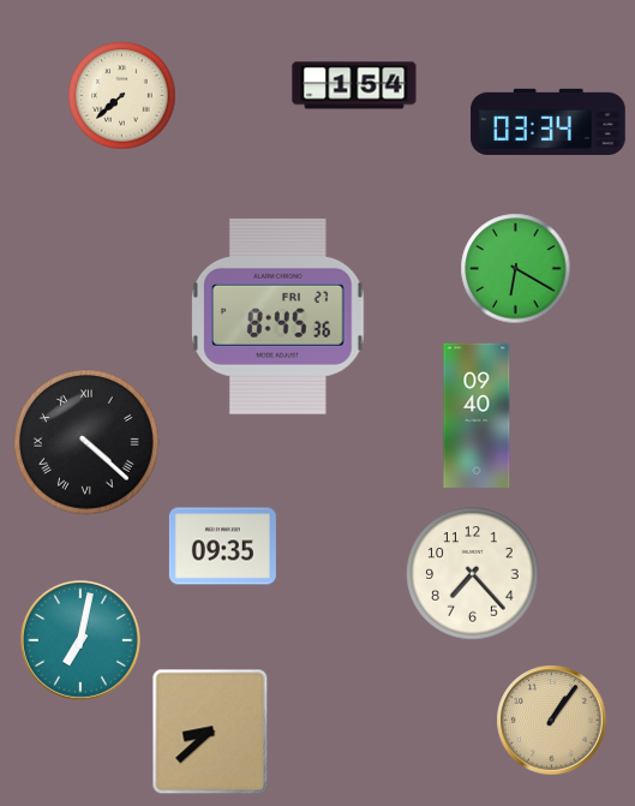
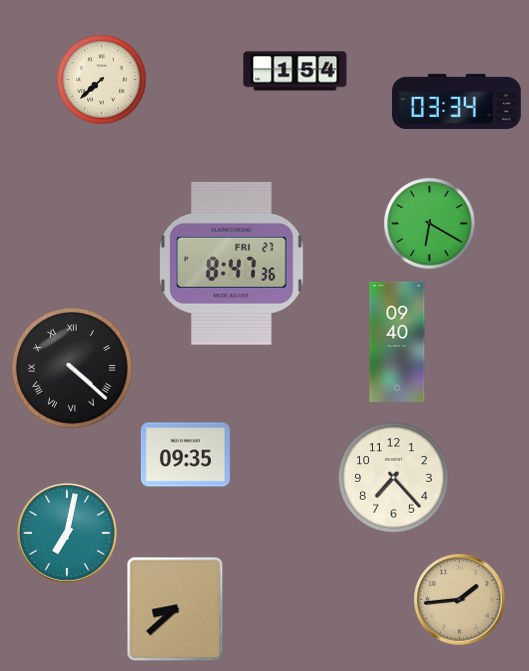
clock at (278, 316): 8:45 -> 8:47
clock at (477, 414) position: (477, 414) -> (397, 341)
clock at (552, 721): 1:06 -> 1:44
